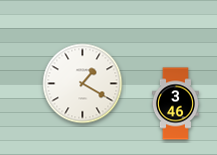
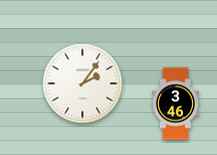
clock at (83, 84): 1:20 -> 2:06
